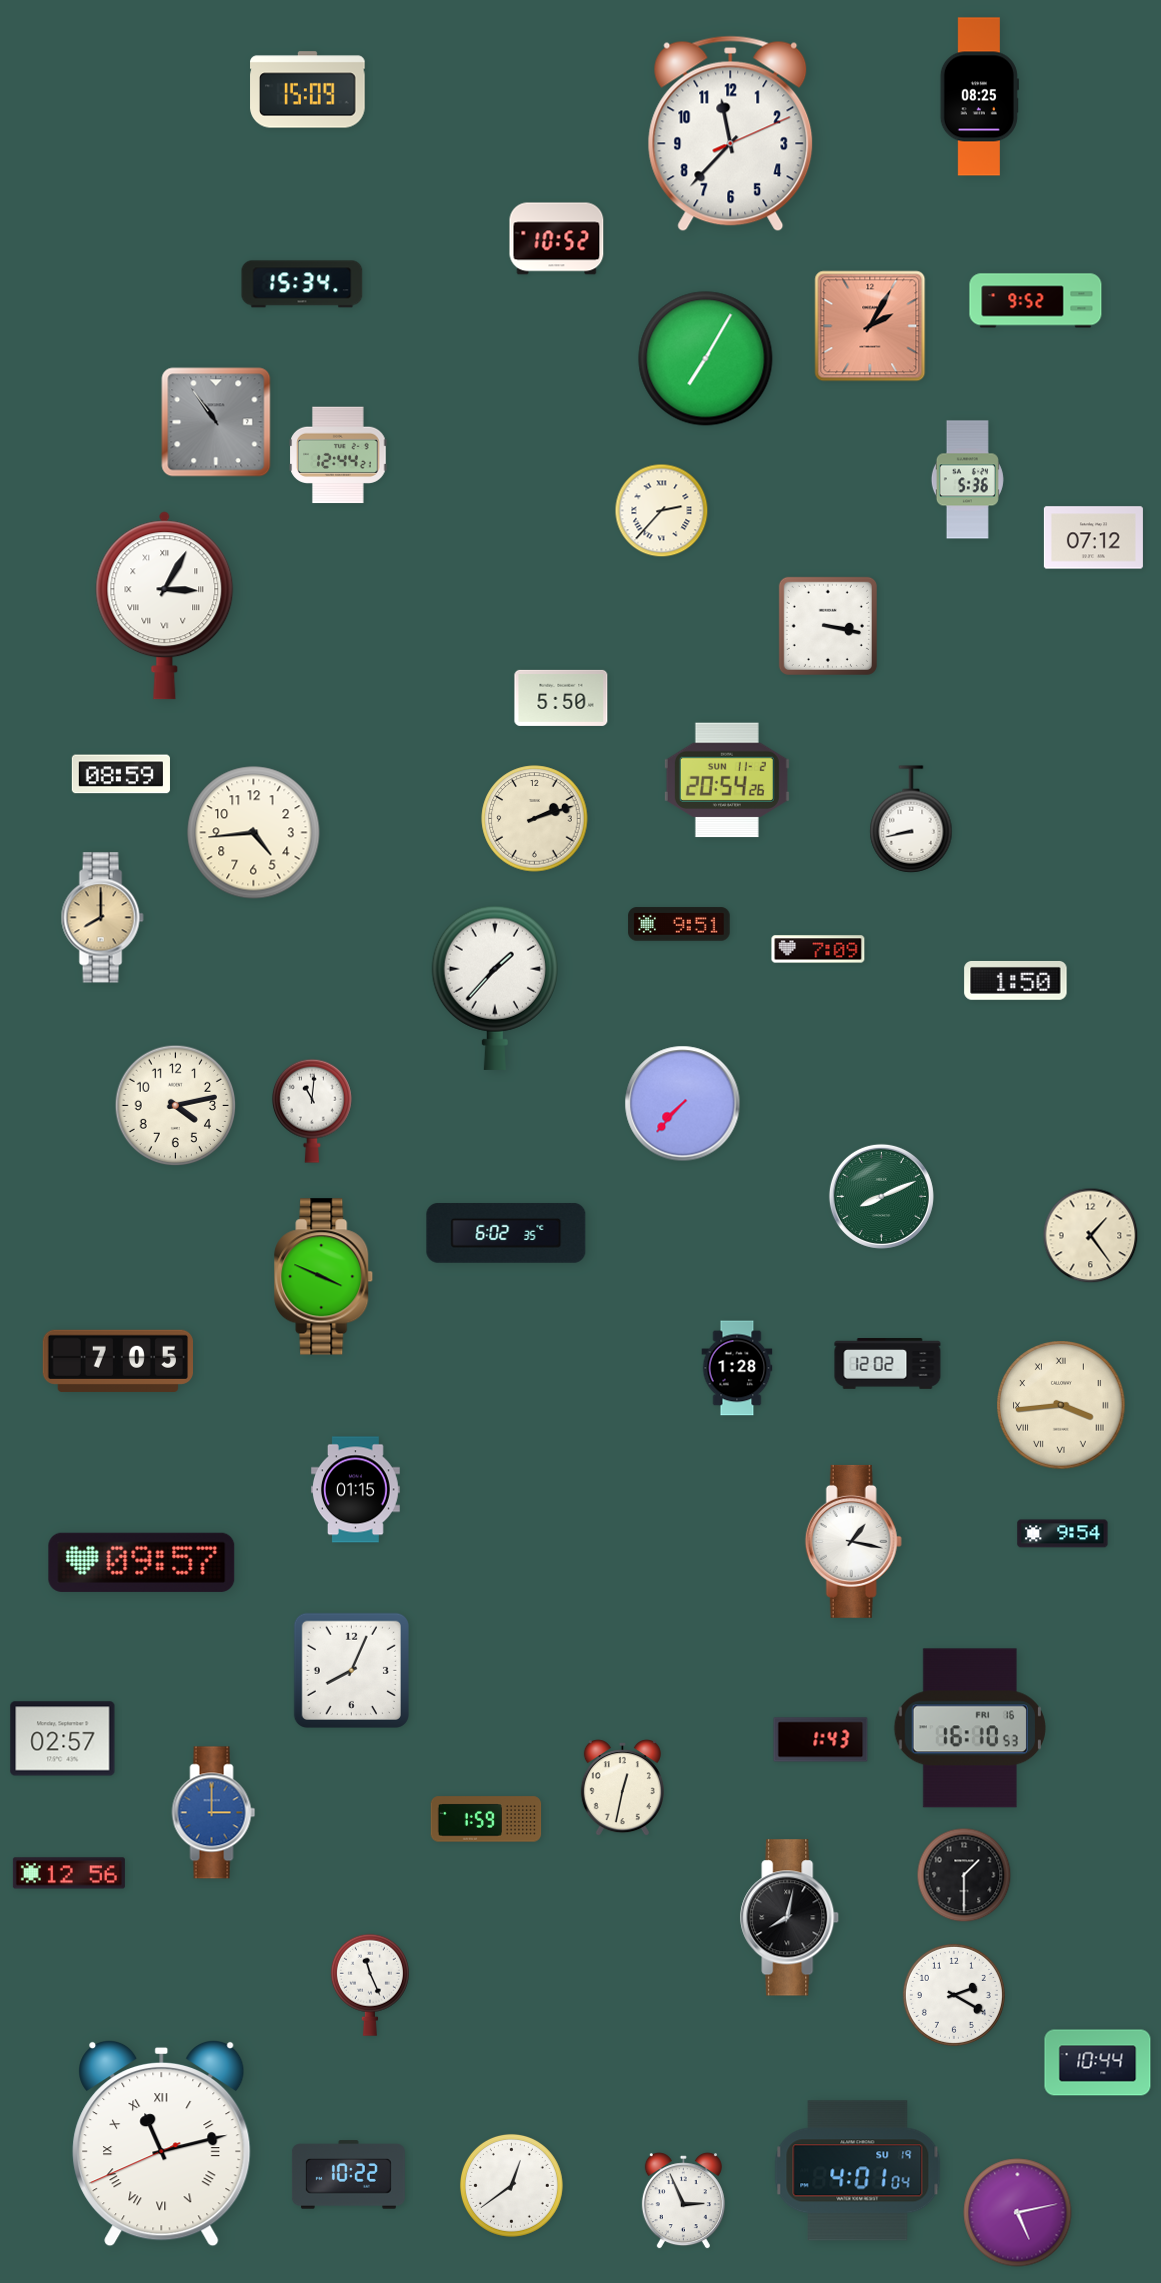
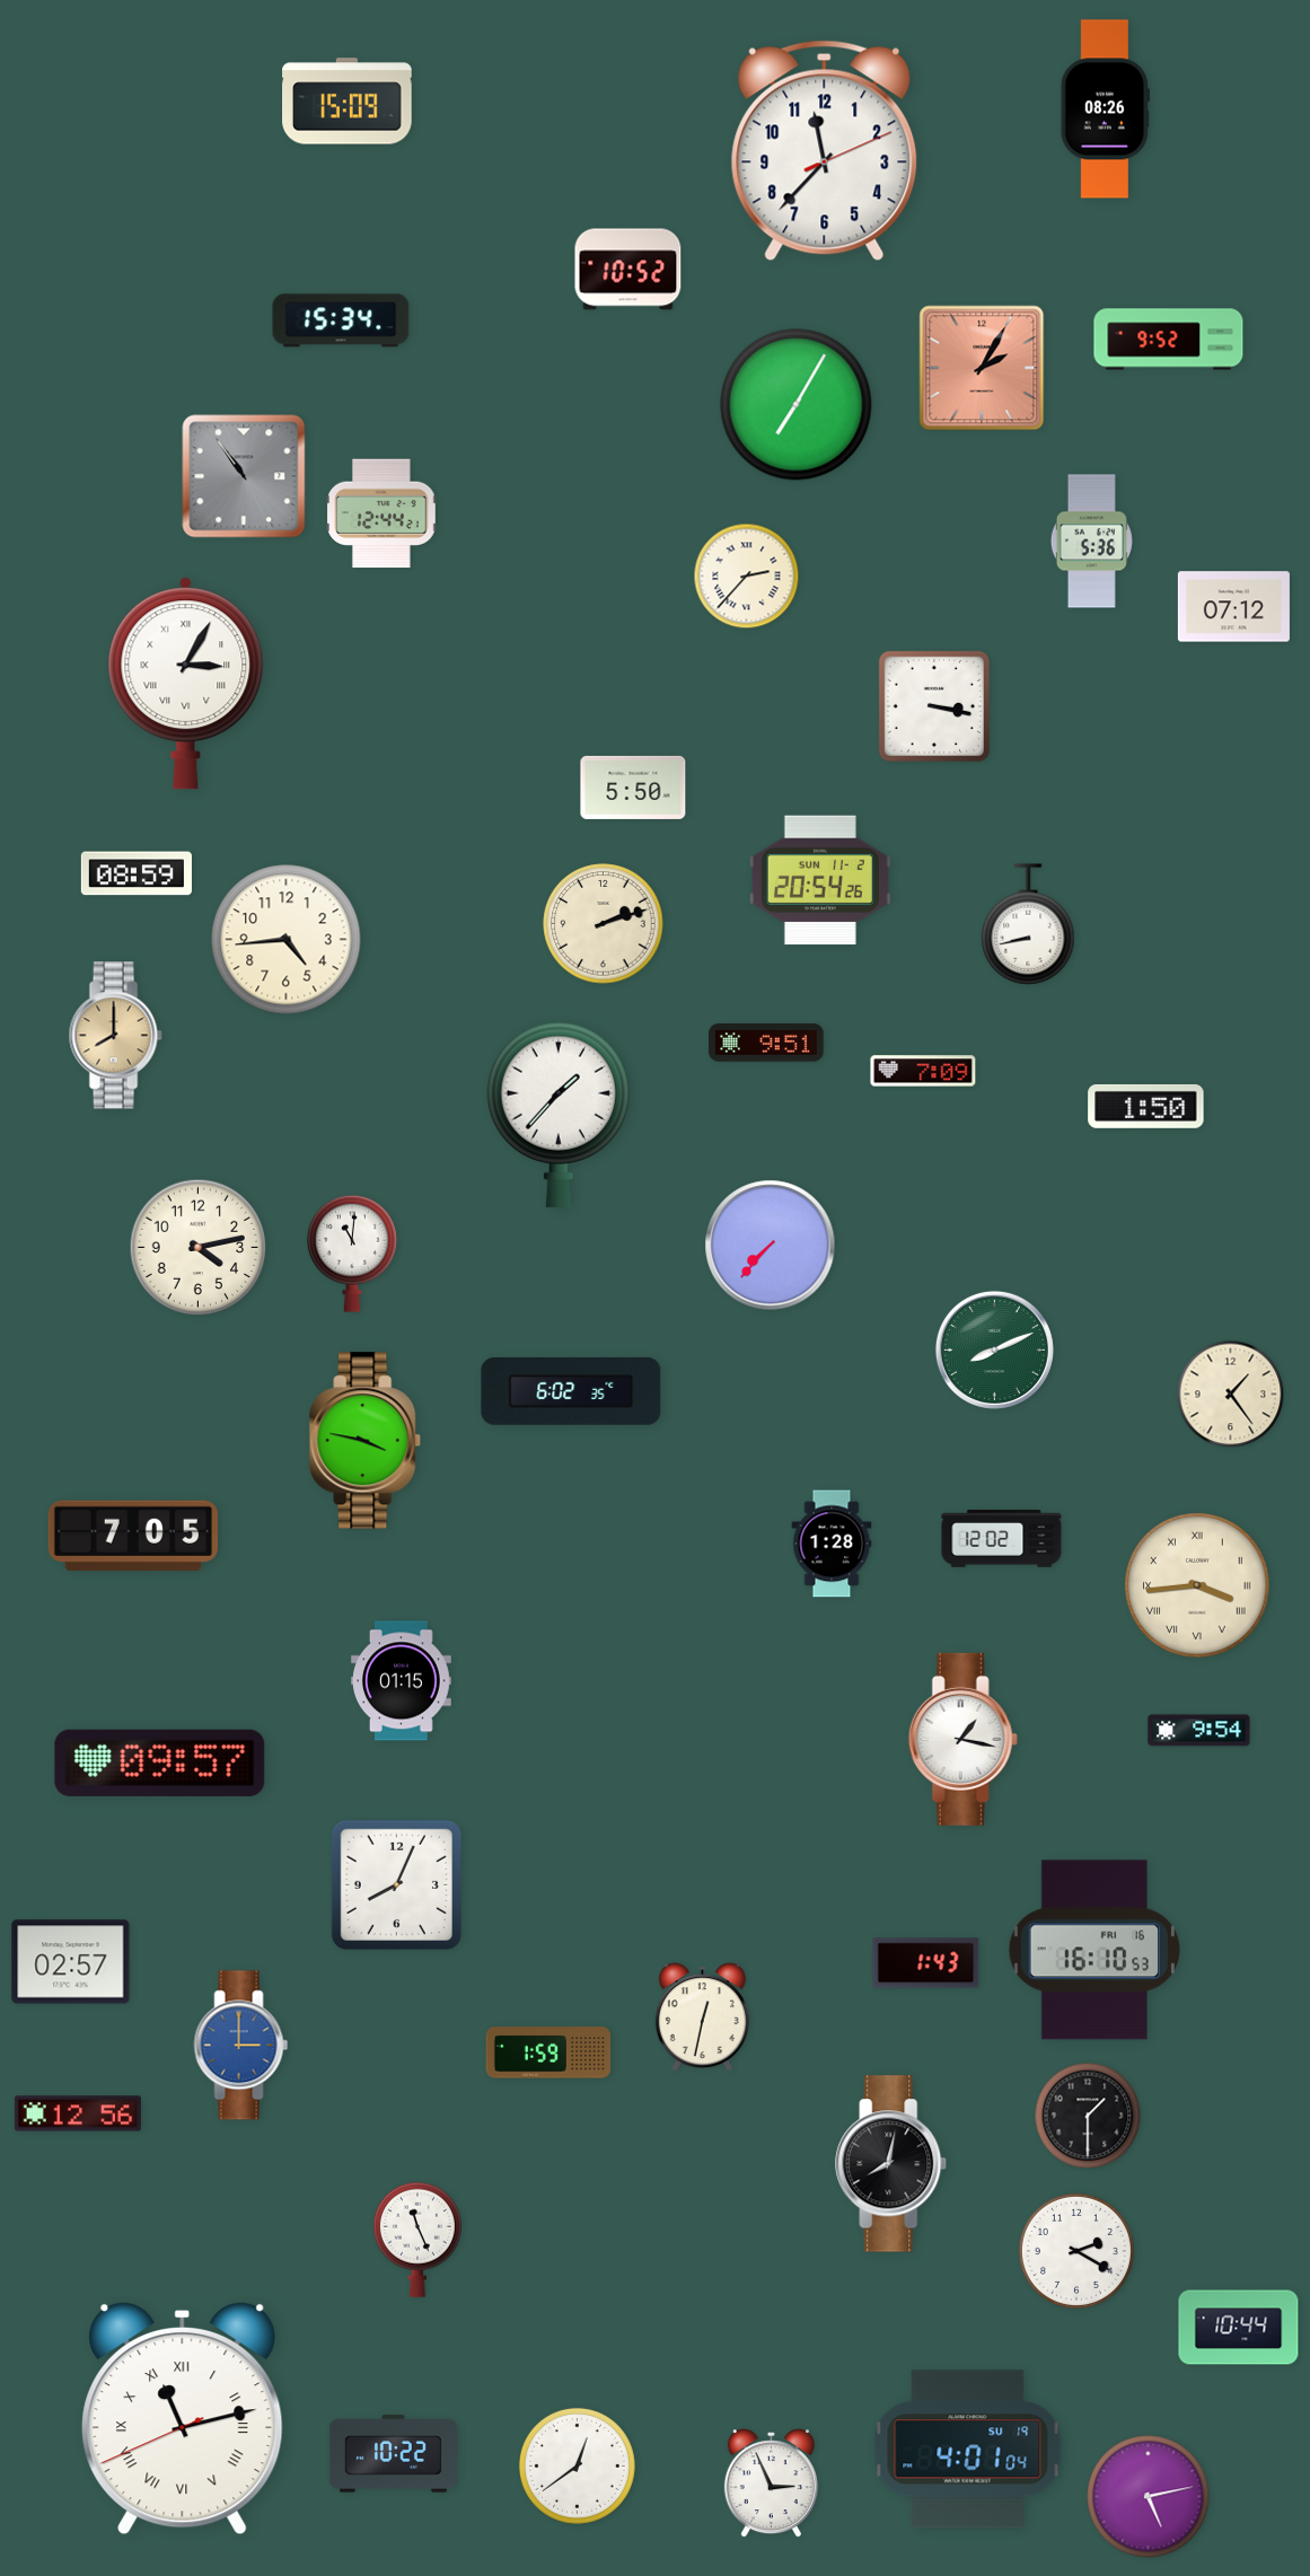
clock at (979, 97): 08:25 -> 08:26
clock at (324, 1277): 3:49 -> 3:47
